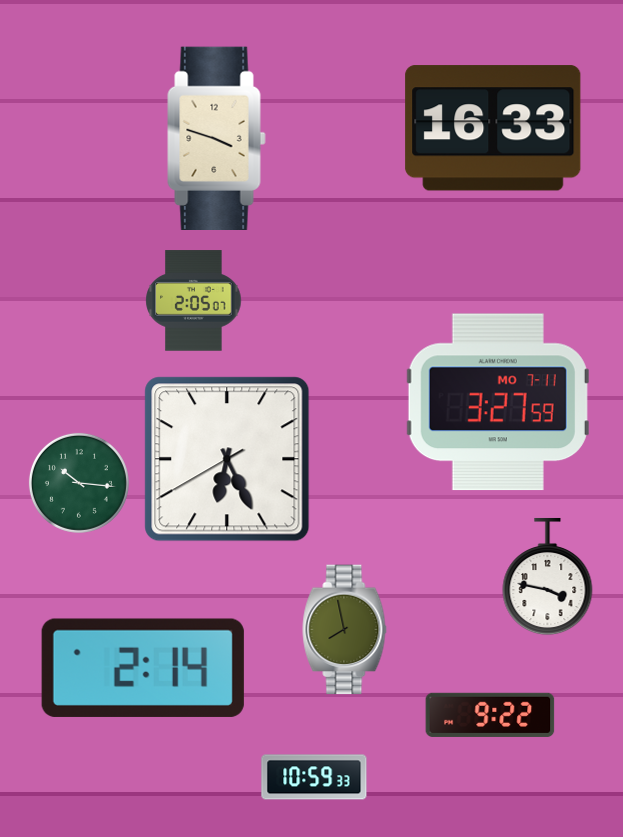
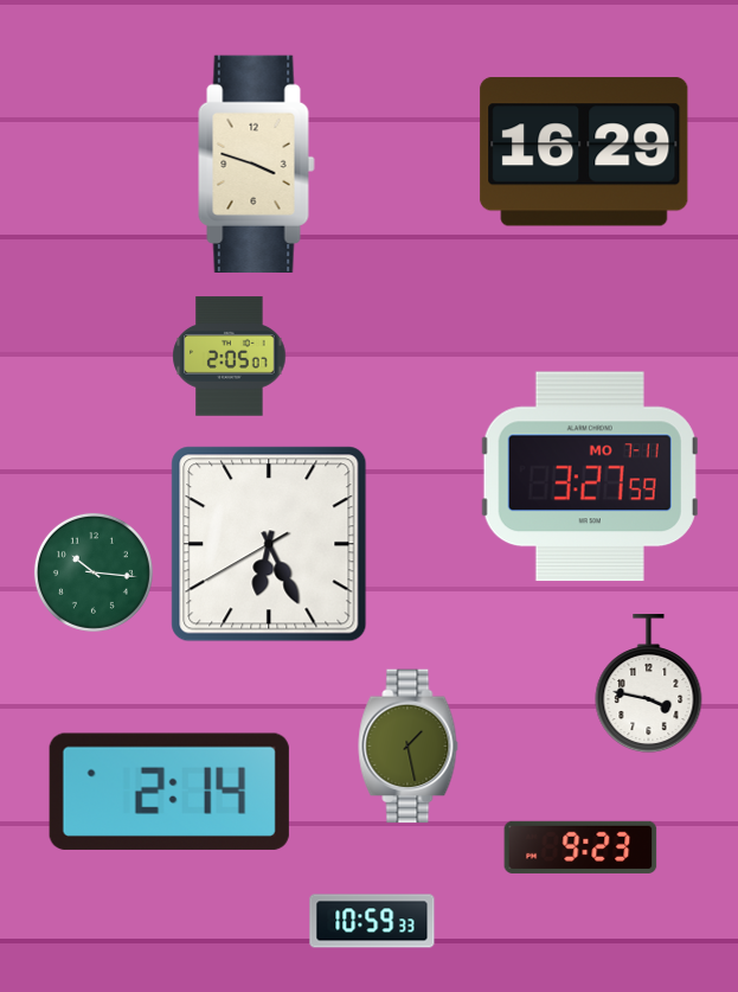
clock at (493, 128): 16:33 -> 16:29
clock at (345, 630): 7:58 -> 1:28
clock at (490, 715): 9:22 -> 9:23
